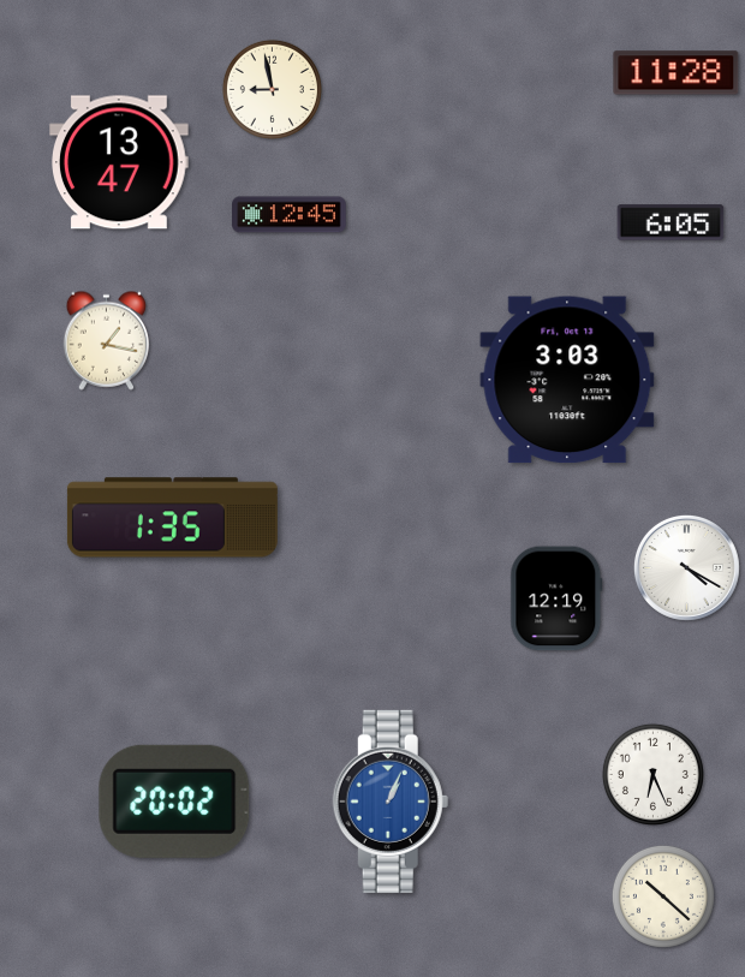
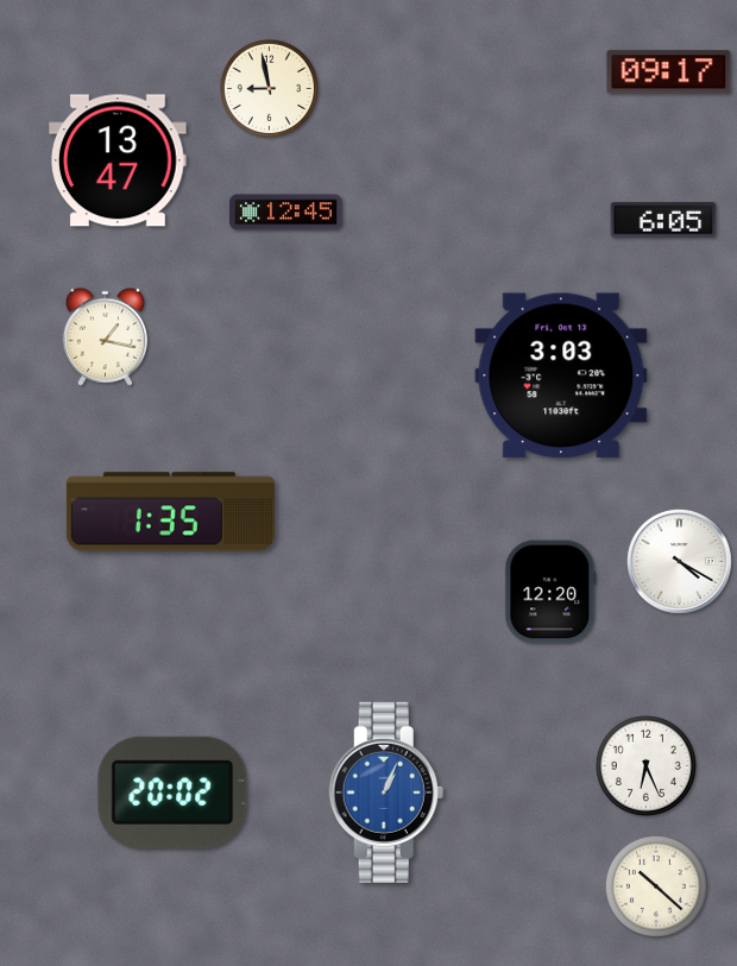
clock at (677, 73): 11:28 -> 09:17
clock at (556, 598): 12:19 -> 12:20
